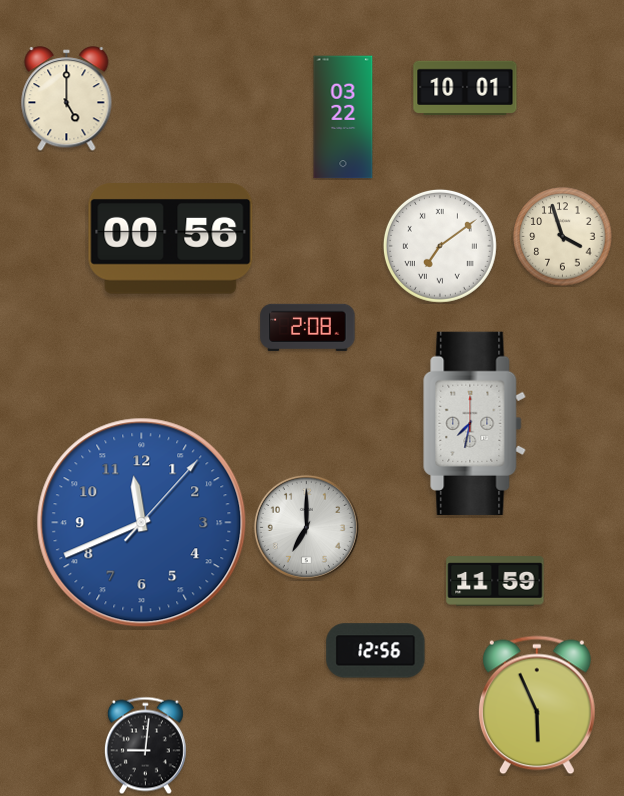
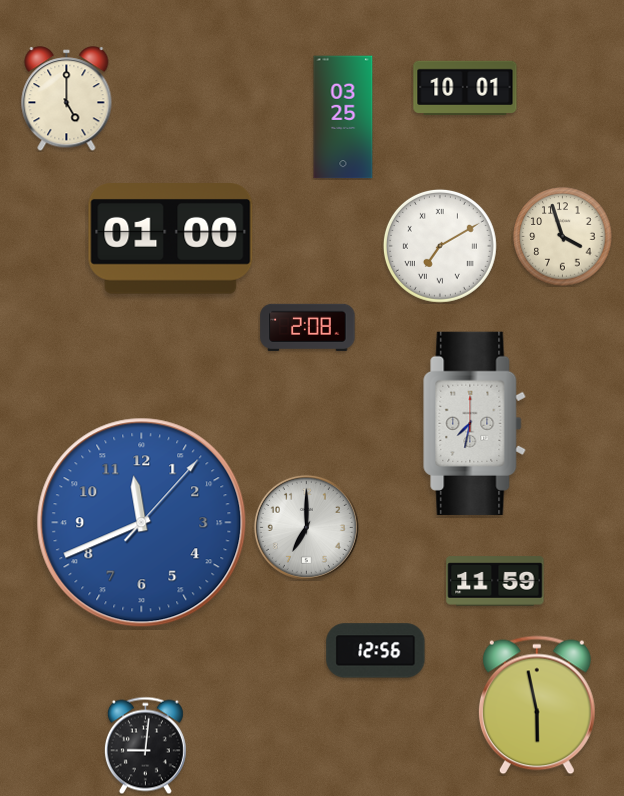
clock at (343, 117): 03:22 -> 03:25
clock at (171, 239): 00:56 -> 01:00
clock at (440, 246): 7:09 -> 7:10
clock at (537, 705): 5:56 -> 5:58
